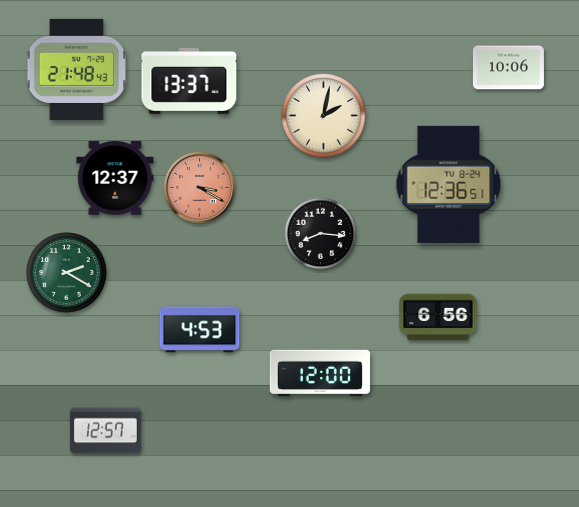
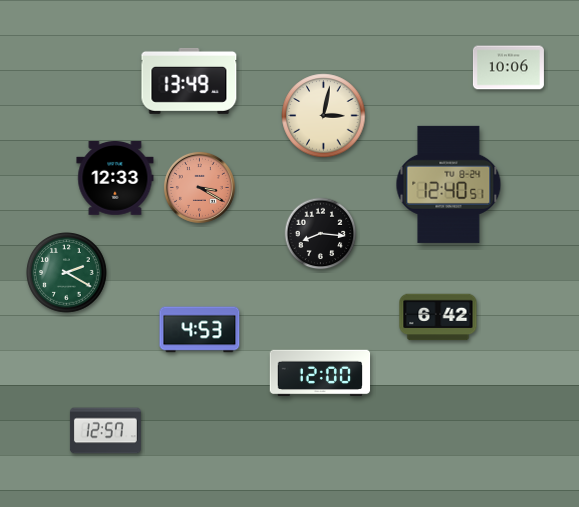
clock at (77, 69): 21:48 -> none
clock at (189, 81): 13:37 -> 13:49
clock at (324, 116): 2:02 -> 3:02
clock at (115, 179): 12:37 -> 12:33
clock at (449, 184): 12:36 -> 12:40
clock at (438, 317): 6:56 -> 6:42
